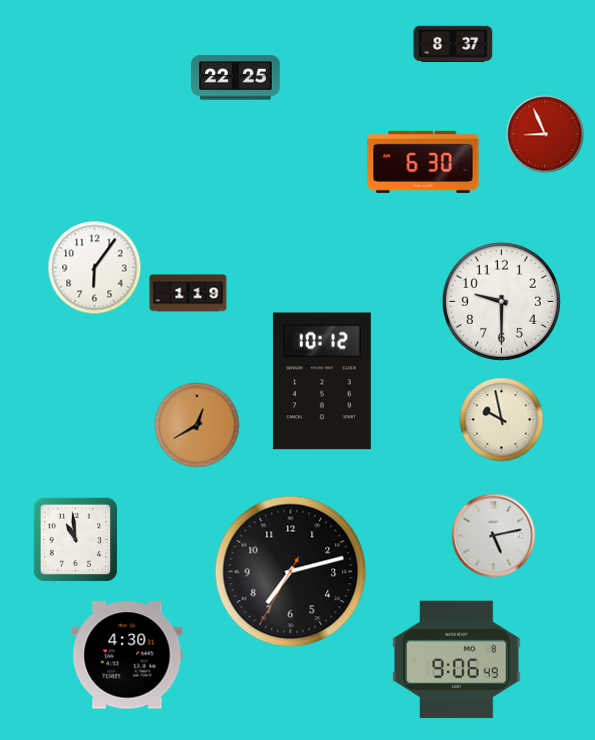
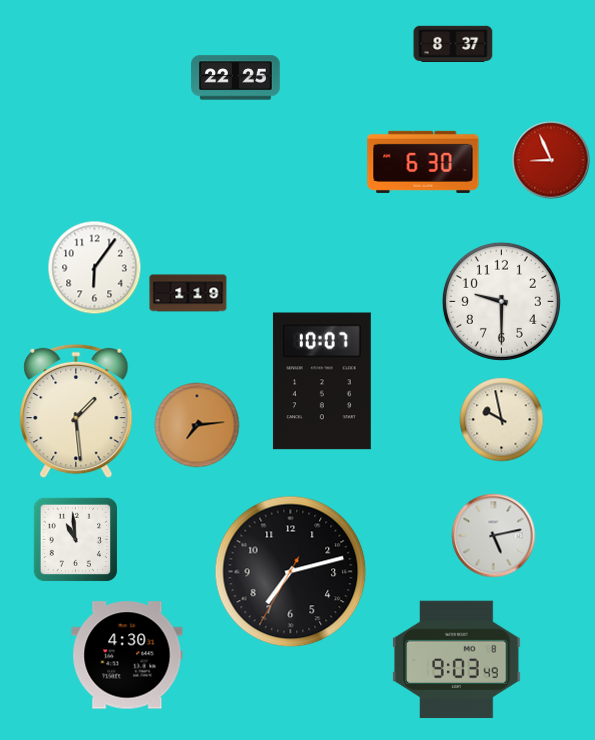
clock at (545, 134) position: (545, 134) -> (551, 160)
clock at (322, 381): 10:12 -> 10:07
clock at (76, 411): none -> 1:29
clock at (197, 425): 12:40 -> 7:14
clock at (457, 660): 9:06 -> 9:03
